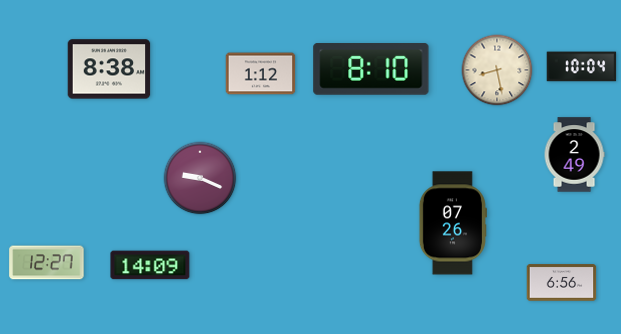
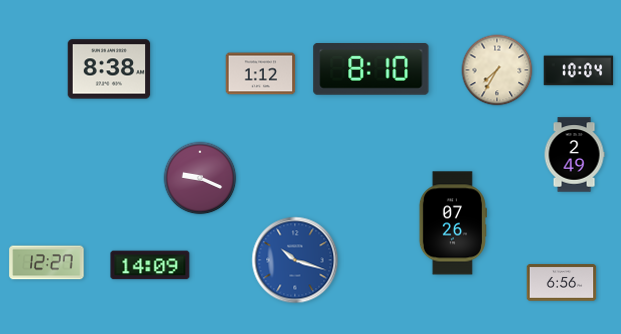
clock at (582, 67) position: (582, 67) -> (579, 71)
clock at (497, 70): 8:28 -> 7:35
clock at (295, 260): none -> 10:18
